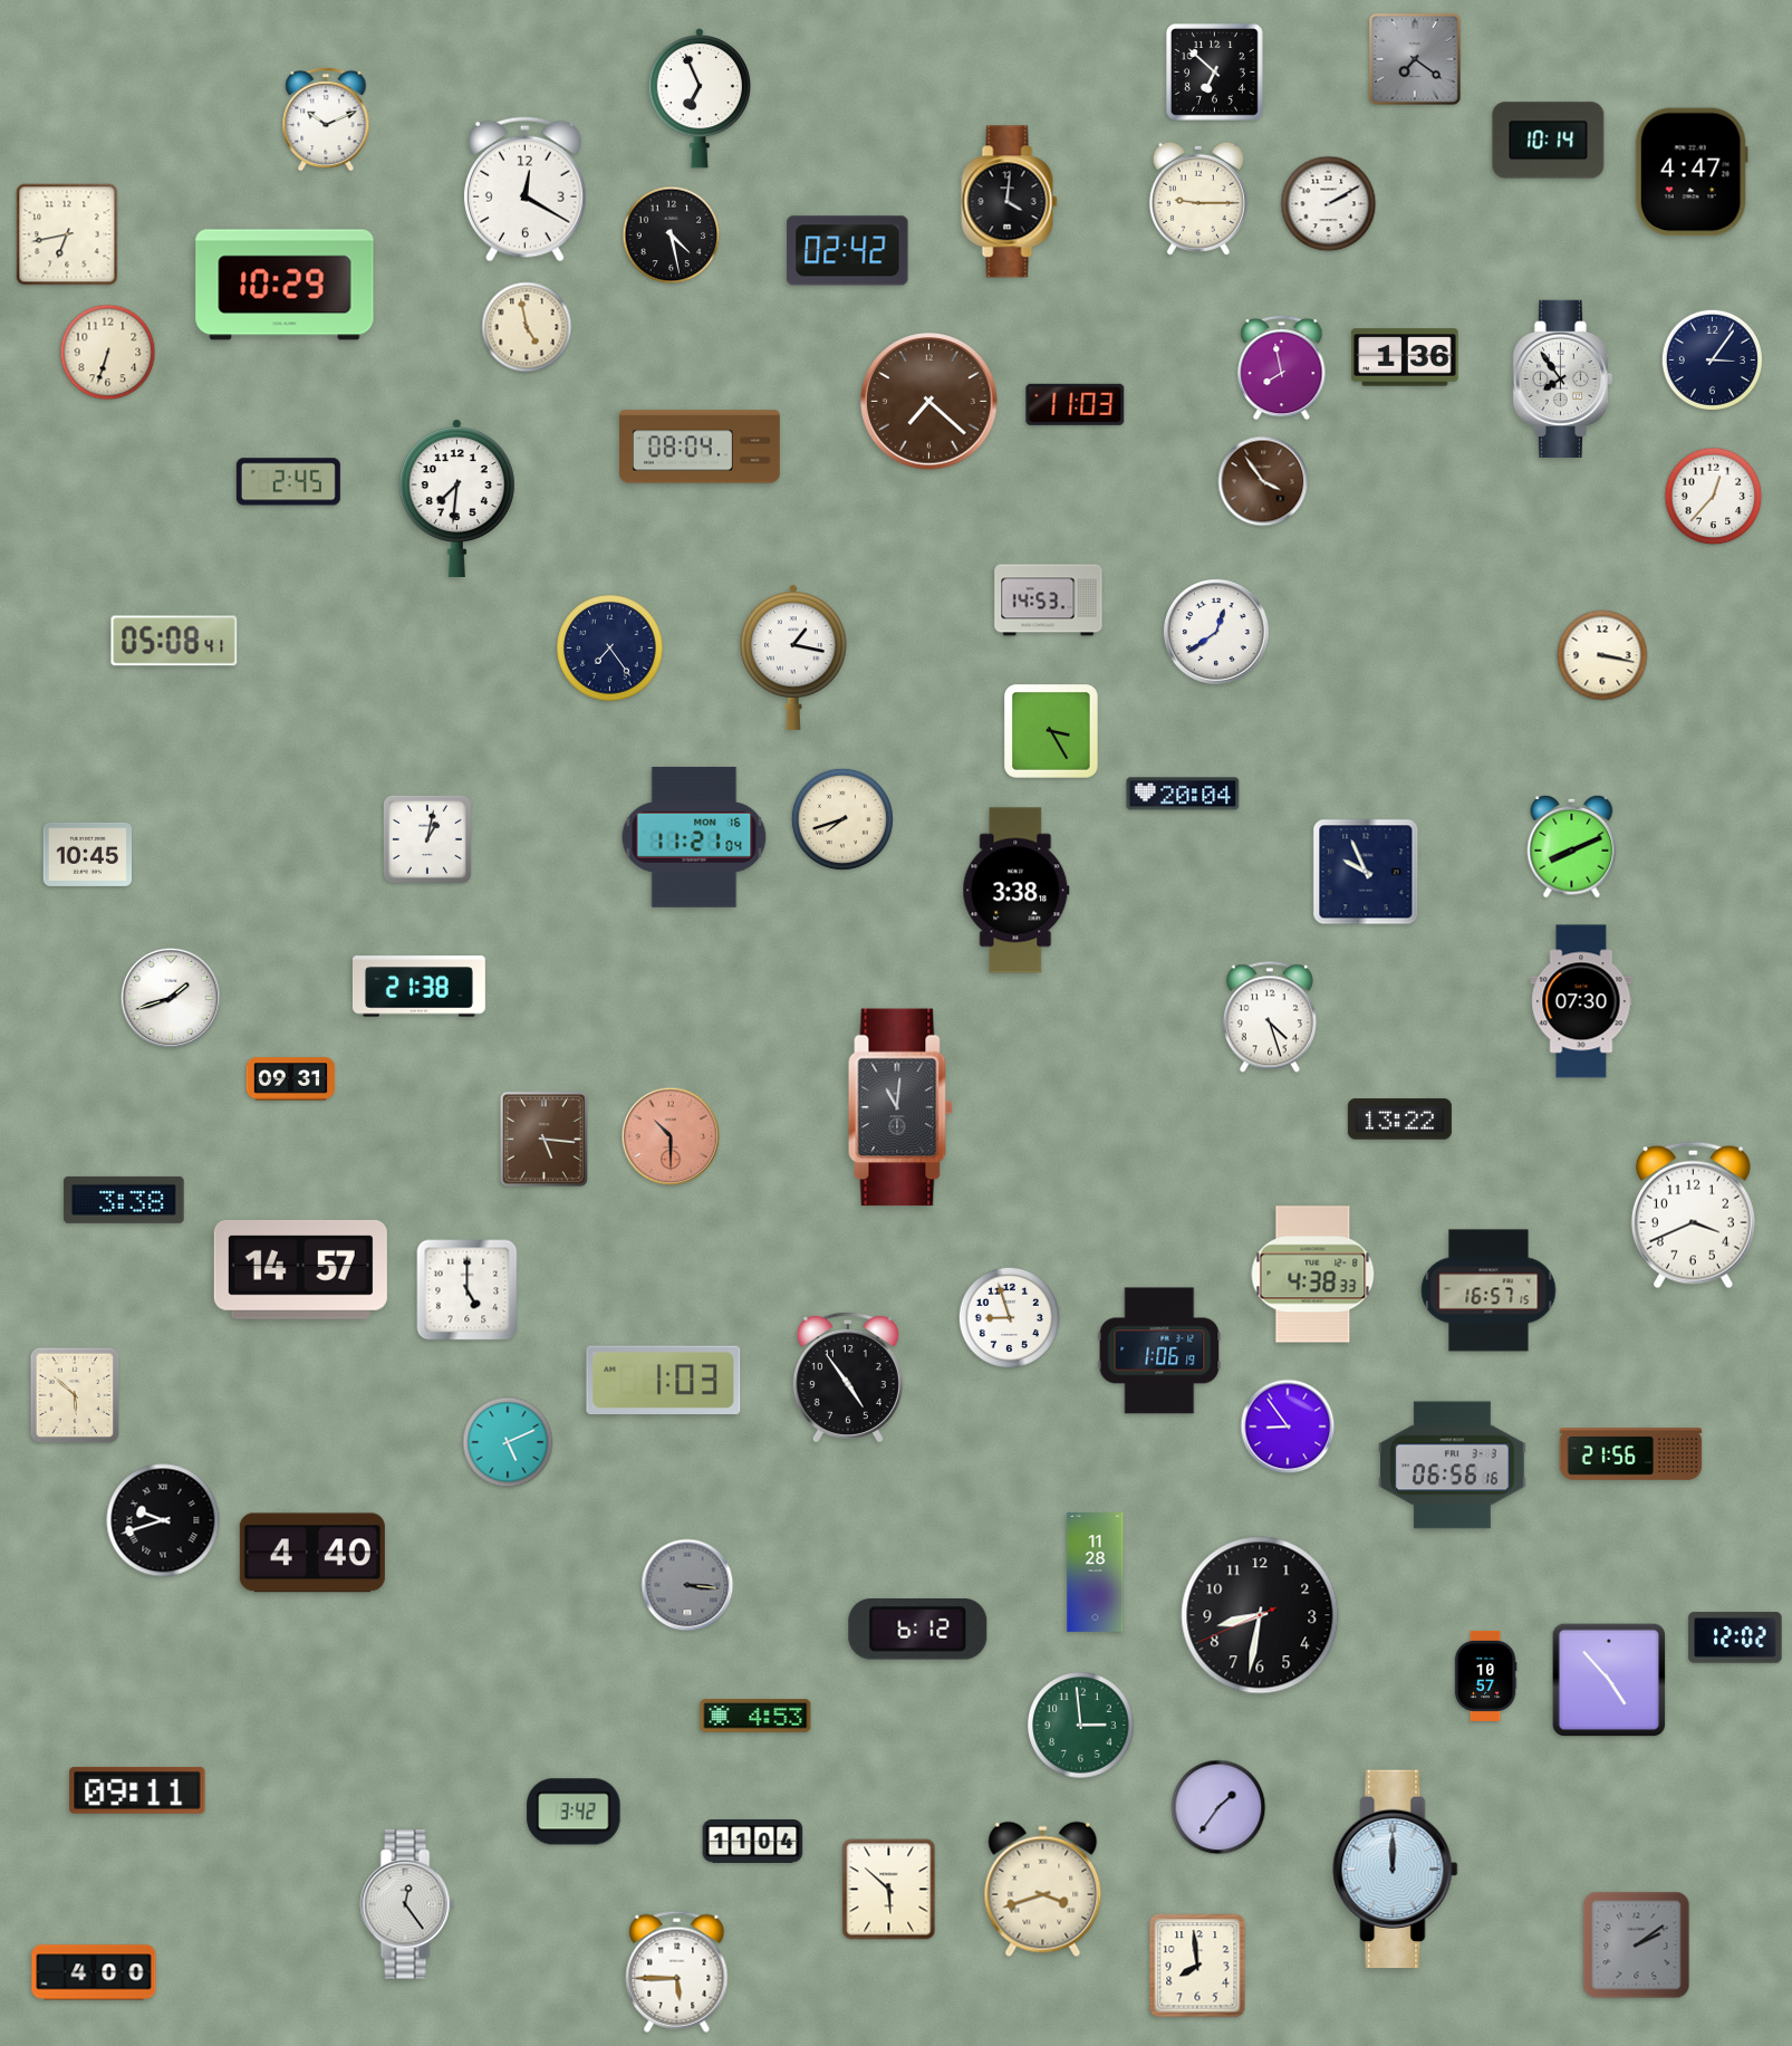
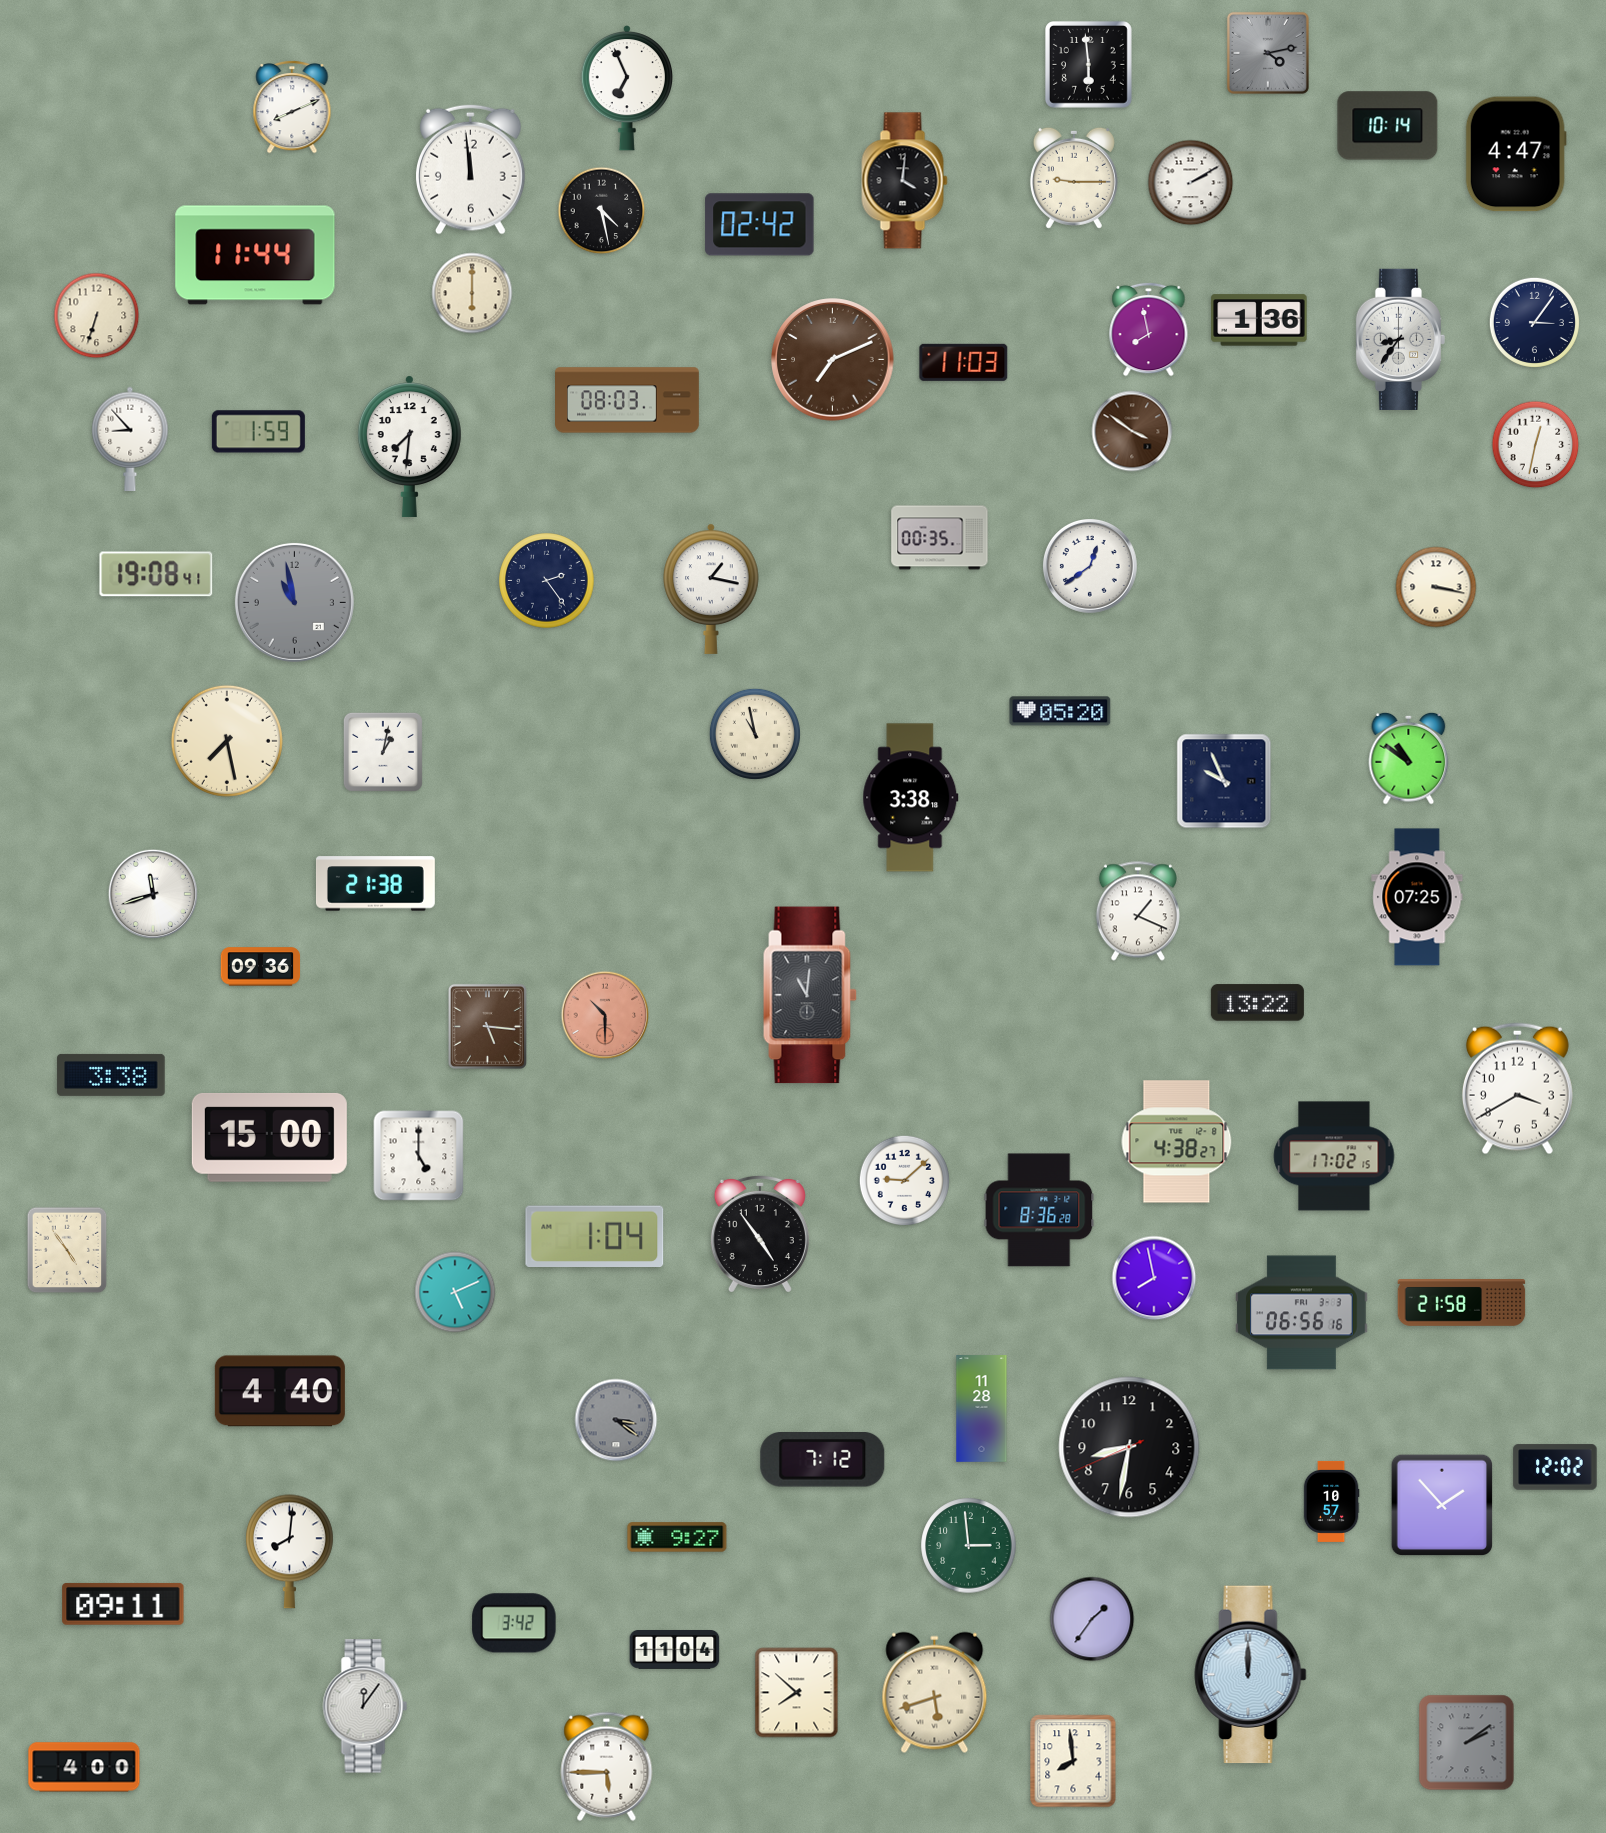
clock at (1415, 59): 7:21 -> 4:13
clock at (1214, 71): 6:52 -> 5:59
clock at (326, 119): 10:11 -> 8:11
clock at (526, 189): 12:20 -> 11:59
clock at (67, 234): 6:43 -> none
clock at (285, 285): 10:29 -> 11:44
clock at (527, 327): 4:58 -> 6:00
clock at (1562, 378): 7:54 -> 8:36
clock at (929, 402): 7:22 -> 7:11
clock at (701, 446): 08:04 -> 08:03
clock at (1263, 481): 3:54 -> 3:51
clock at (288, 482): 2:45 -> 1:59
clock at (130, 438): none -> 8:53
clock at (1714, 497): 12:37 -> 12:32
clock at (1049, 601): 14:53 -> 00:35
clock at (174, 641): 05:08 -> 19:08
clock at (610, 649): 7:24 -> 2:24
clock at (294, 602): none -> 10:58
clock at (1051, 731): 3:25 -> none
clock at (1183, 794): 20:04 -> 05:20
clock at (842, 819): 7:42 -> 10:58
clock at (227, 741): none -> 7:28
clock at (694, 837): 11:21 -> none
clock at (1572, 846): 8:11 -> 10:51
clock at (88, 854): 10:45 -> none
clock at (170, 997): 1:42 -> 11:42
clock at (1581, 1001): 07:30 -> 07:25
clock at (1270, 1017): 4:27 -> 1:19
clock at (291, 1079): 09:31 -> 09:36
clock at (900, 1107) position: (900, 1107) -> (810, 995)
clock at (1399, 1120) position: (1399, 1120) -> (1257, 1003)
clock at (671, 1136) position: (671, 1136) -> (605, 1015)
clock at (543, 1139) position: (543, 1139) -> (487, 1026)
clock at (1693, 1216): 3:41 -> 3:40
clock at (300, 1269): 14:57 -> 15:00
clock at (1313, 1275): 4:38:33 -> 4:38:27
clock at (1488, 1290): 16:57 -> 17:02
clock at (1009, 1317): 8:57 -> 9:08
clock at (1159, 1351): 1:06 -> 8:36
clock at (664, 1380): 1:03 -> 1:04
clock at (75, 1395): 5:52 -> 4:54
clock at (1288, 1427): 8:54 -> 7:58
clock at (1631, 1454): 21:56 -> 21:58
clock at (163, 1520): 9:42 -> none
clock at (687, 1585): 3:16 -> 3:21
clock at (918, 1630): 6:12 -> 7:12
clock at (1609, 1680): 4:53 -> 1:53
clock at (755, 1716): 4:53 -> 9:27
clock at (289, 1552): none -> 8:01
clock at (889, 1890): 5:52 -> 7:52
clock at (1043, 1890): 3:42 -> 5:42
clock at (407, 1904): 12:24 -> 12:06
